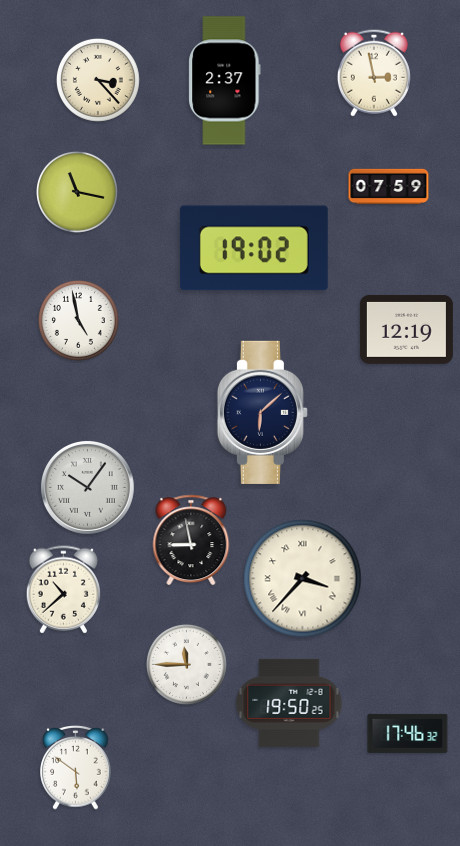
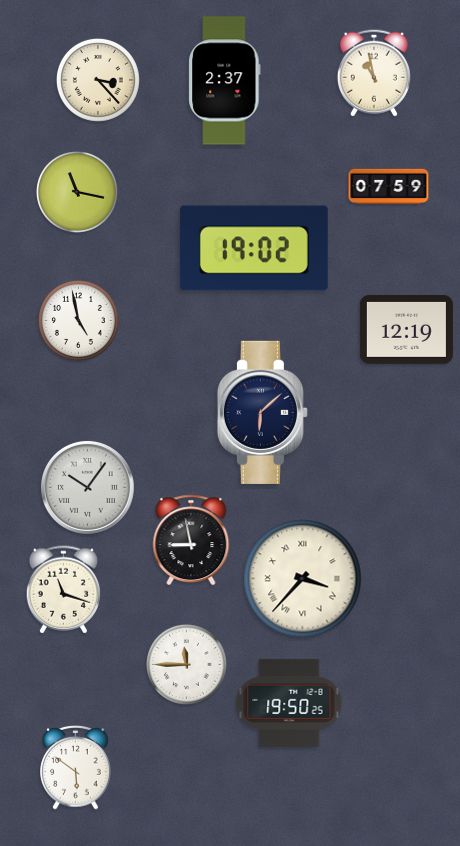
clock at (374, 73): 2:58 -> 10:58
clock at (63, 590): 10:38 -> 11:18
clock at (408, 733): 17:46 -> none
